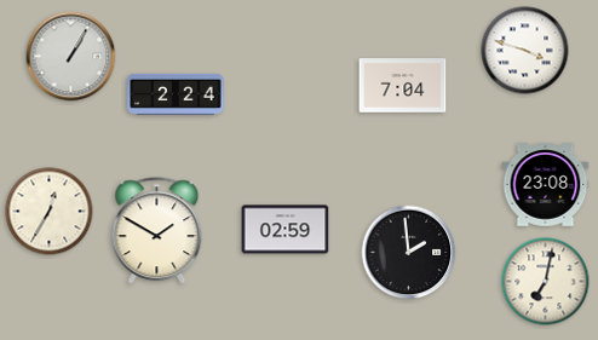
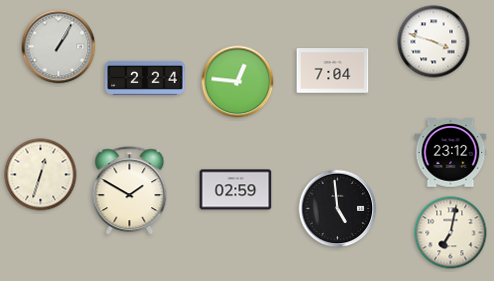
clock at (238, 82): none -> 12:46
clock at (546, 185): 23:08 -> 23:12
clock at (50, 212): 12:35 -> 12:33
clock at (409, 253): 1:59 -> 4:59
